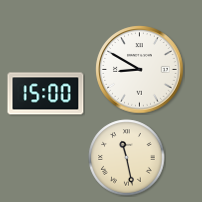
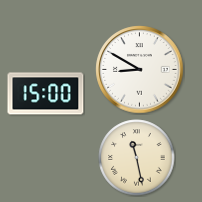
clock at (127, 158) position: (127, 158) -> (137, 158)
